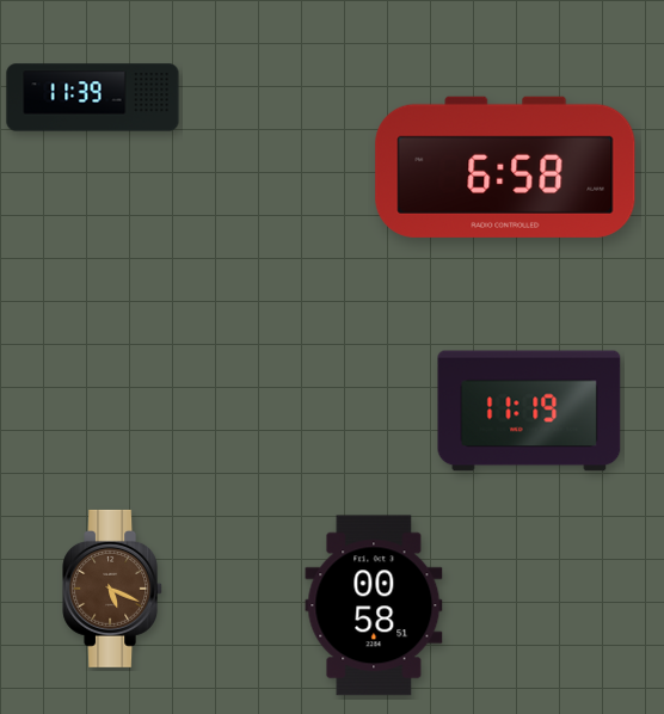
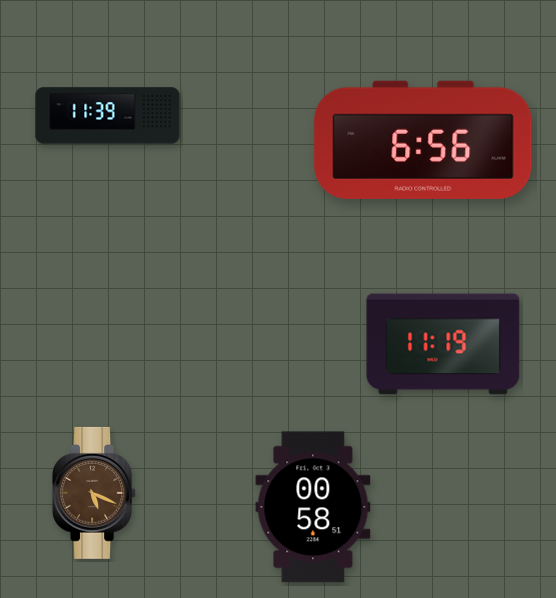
clock at (93, 98) position: (93, 98) -> (108, 116)
clock at (505, 167): 6:58 -> 6:56
